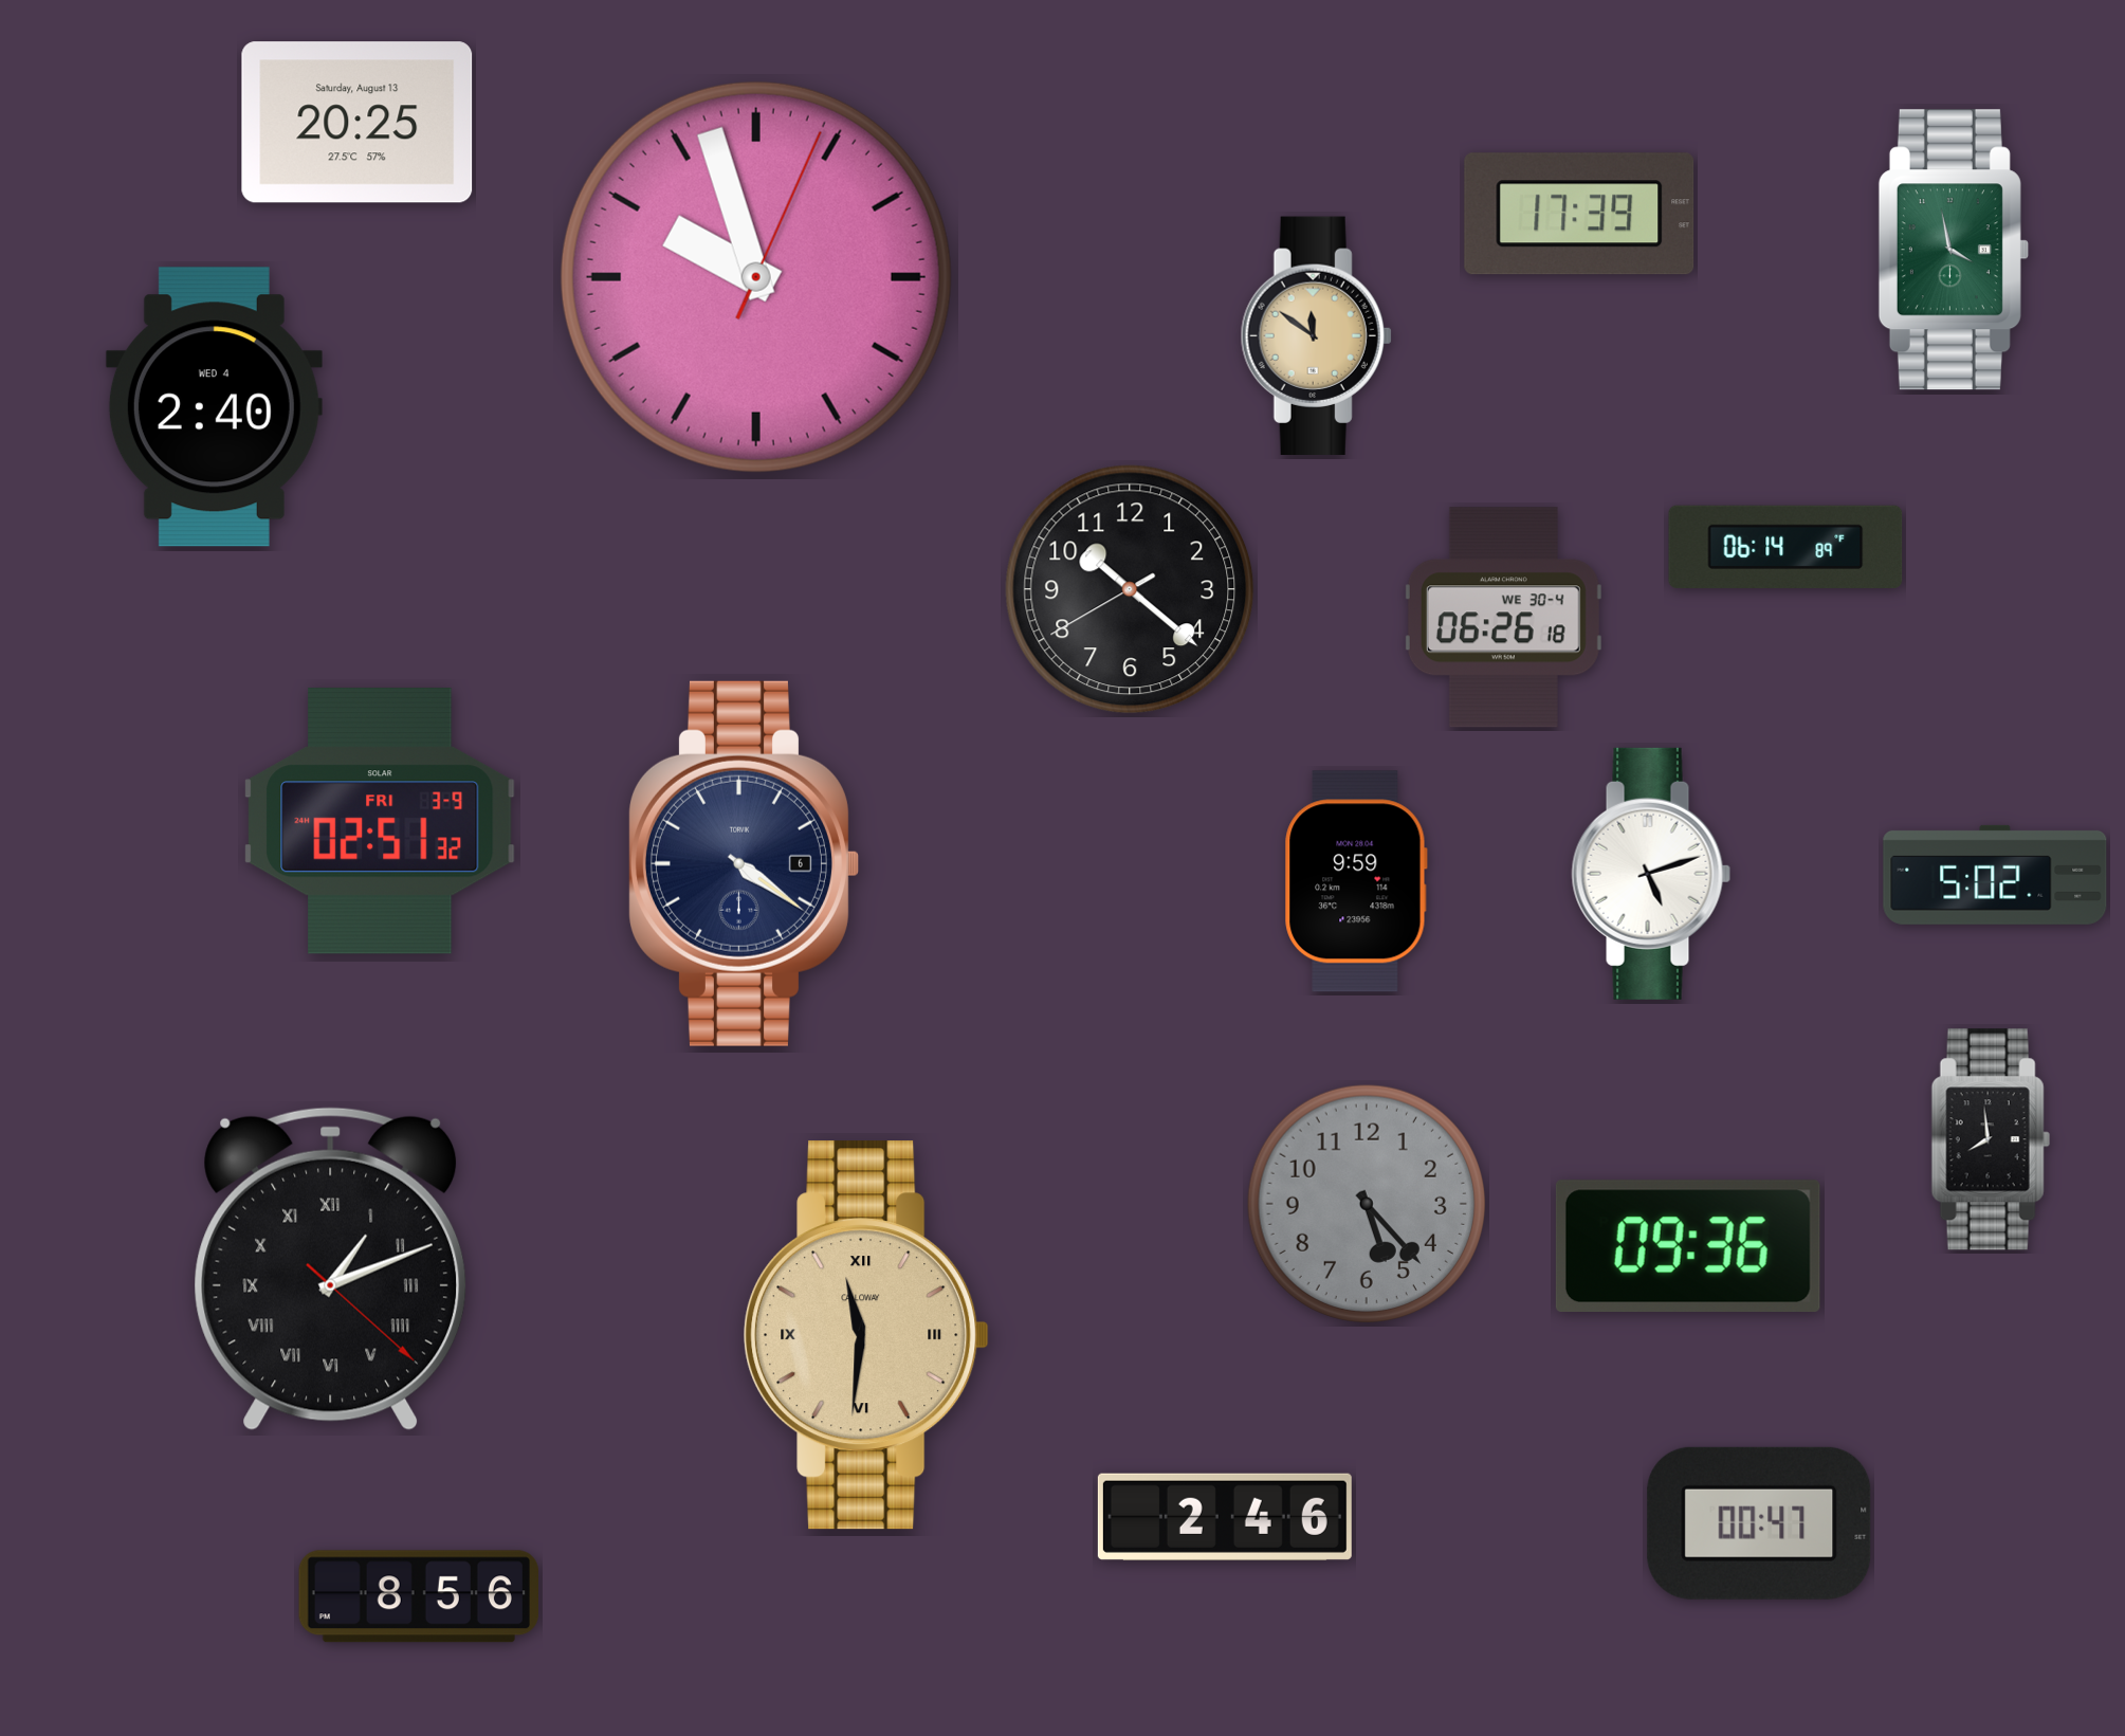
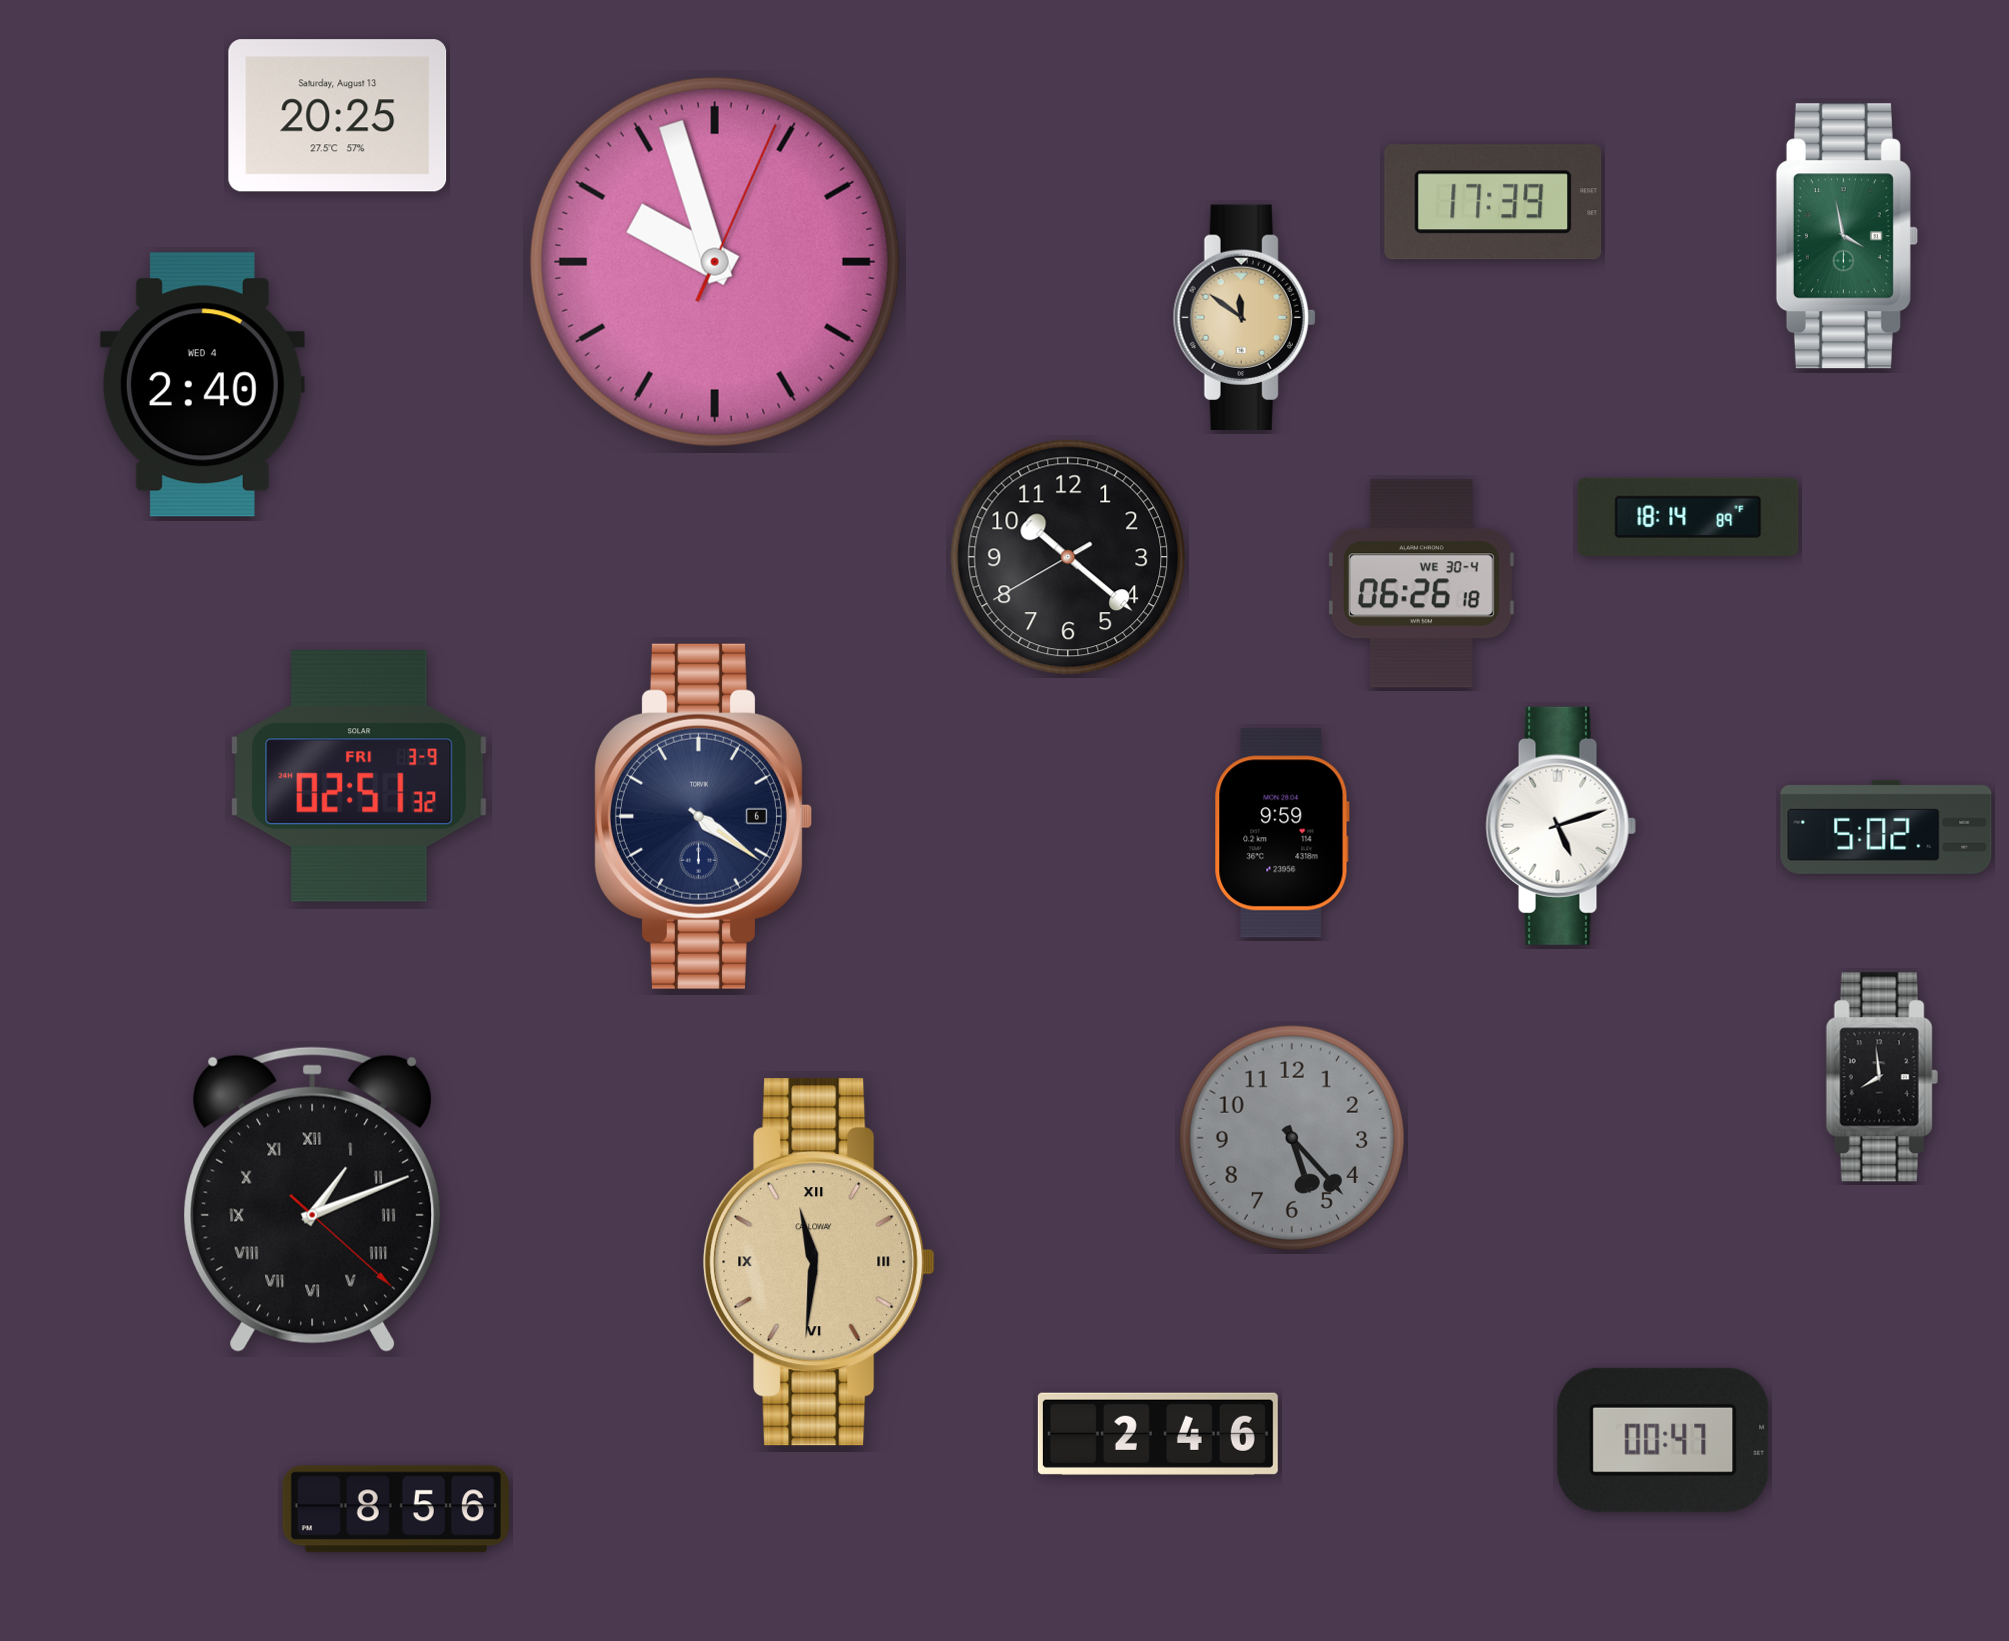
clock at (1785, 547): 06:14 -> 18:14
clock at (1688, 1246): 09:36 -> none
